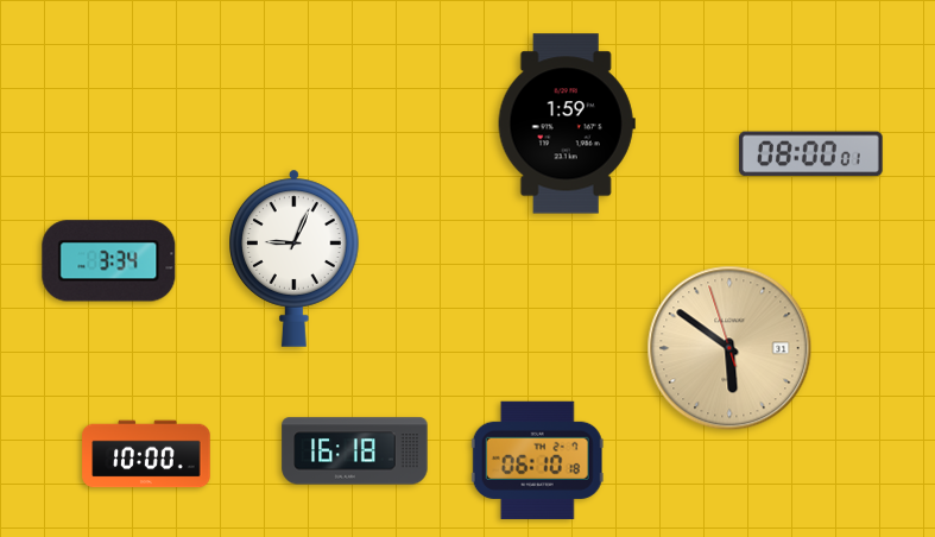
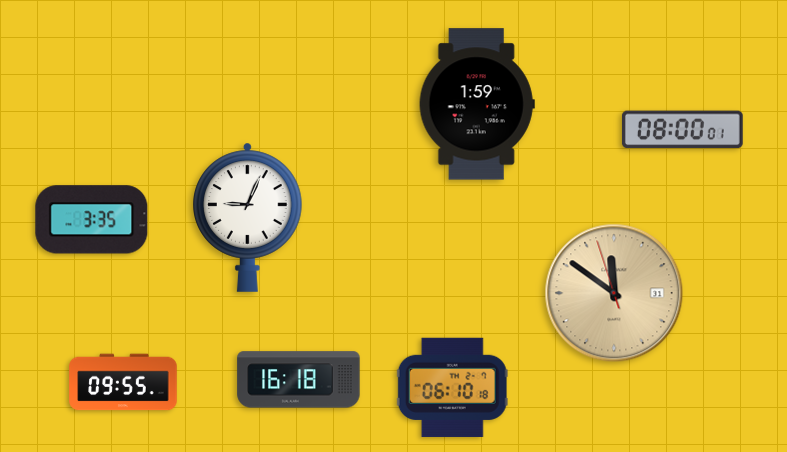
clock at (109, 261): 3:34 -> 3:35
clock at (729, 348): 5:50 -> 11:50
clock at (146, 454): 10:00 -> 09:55
